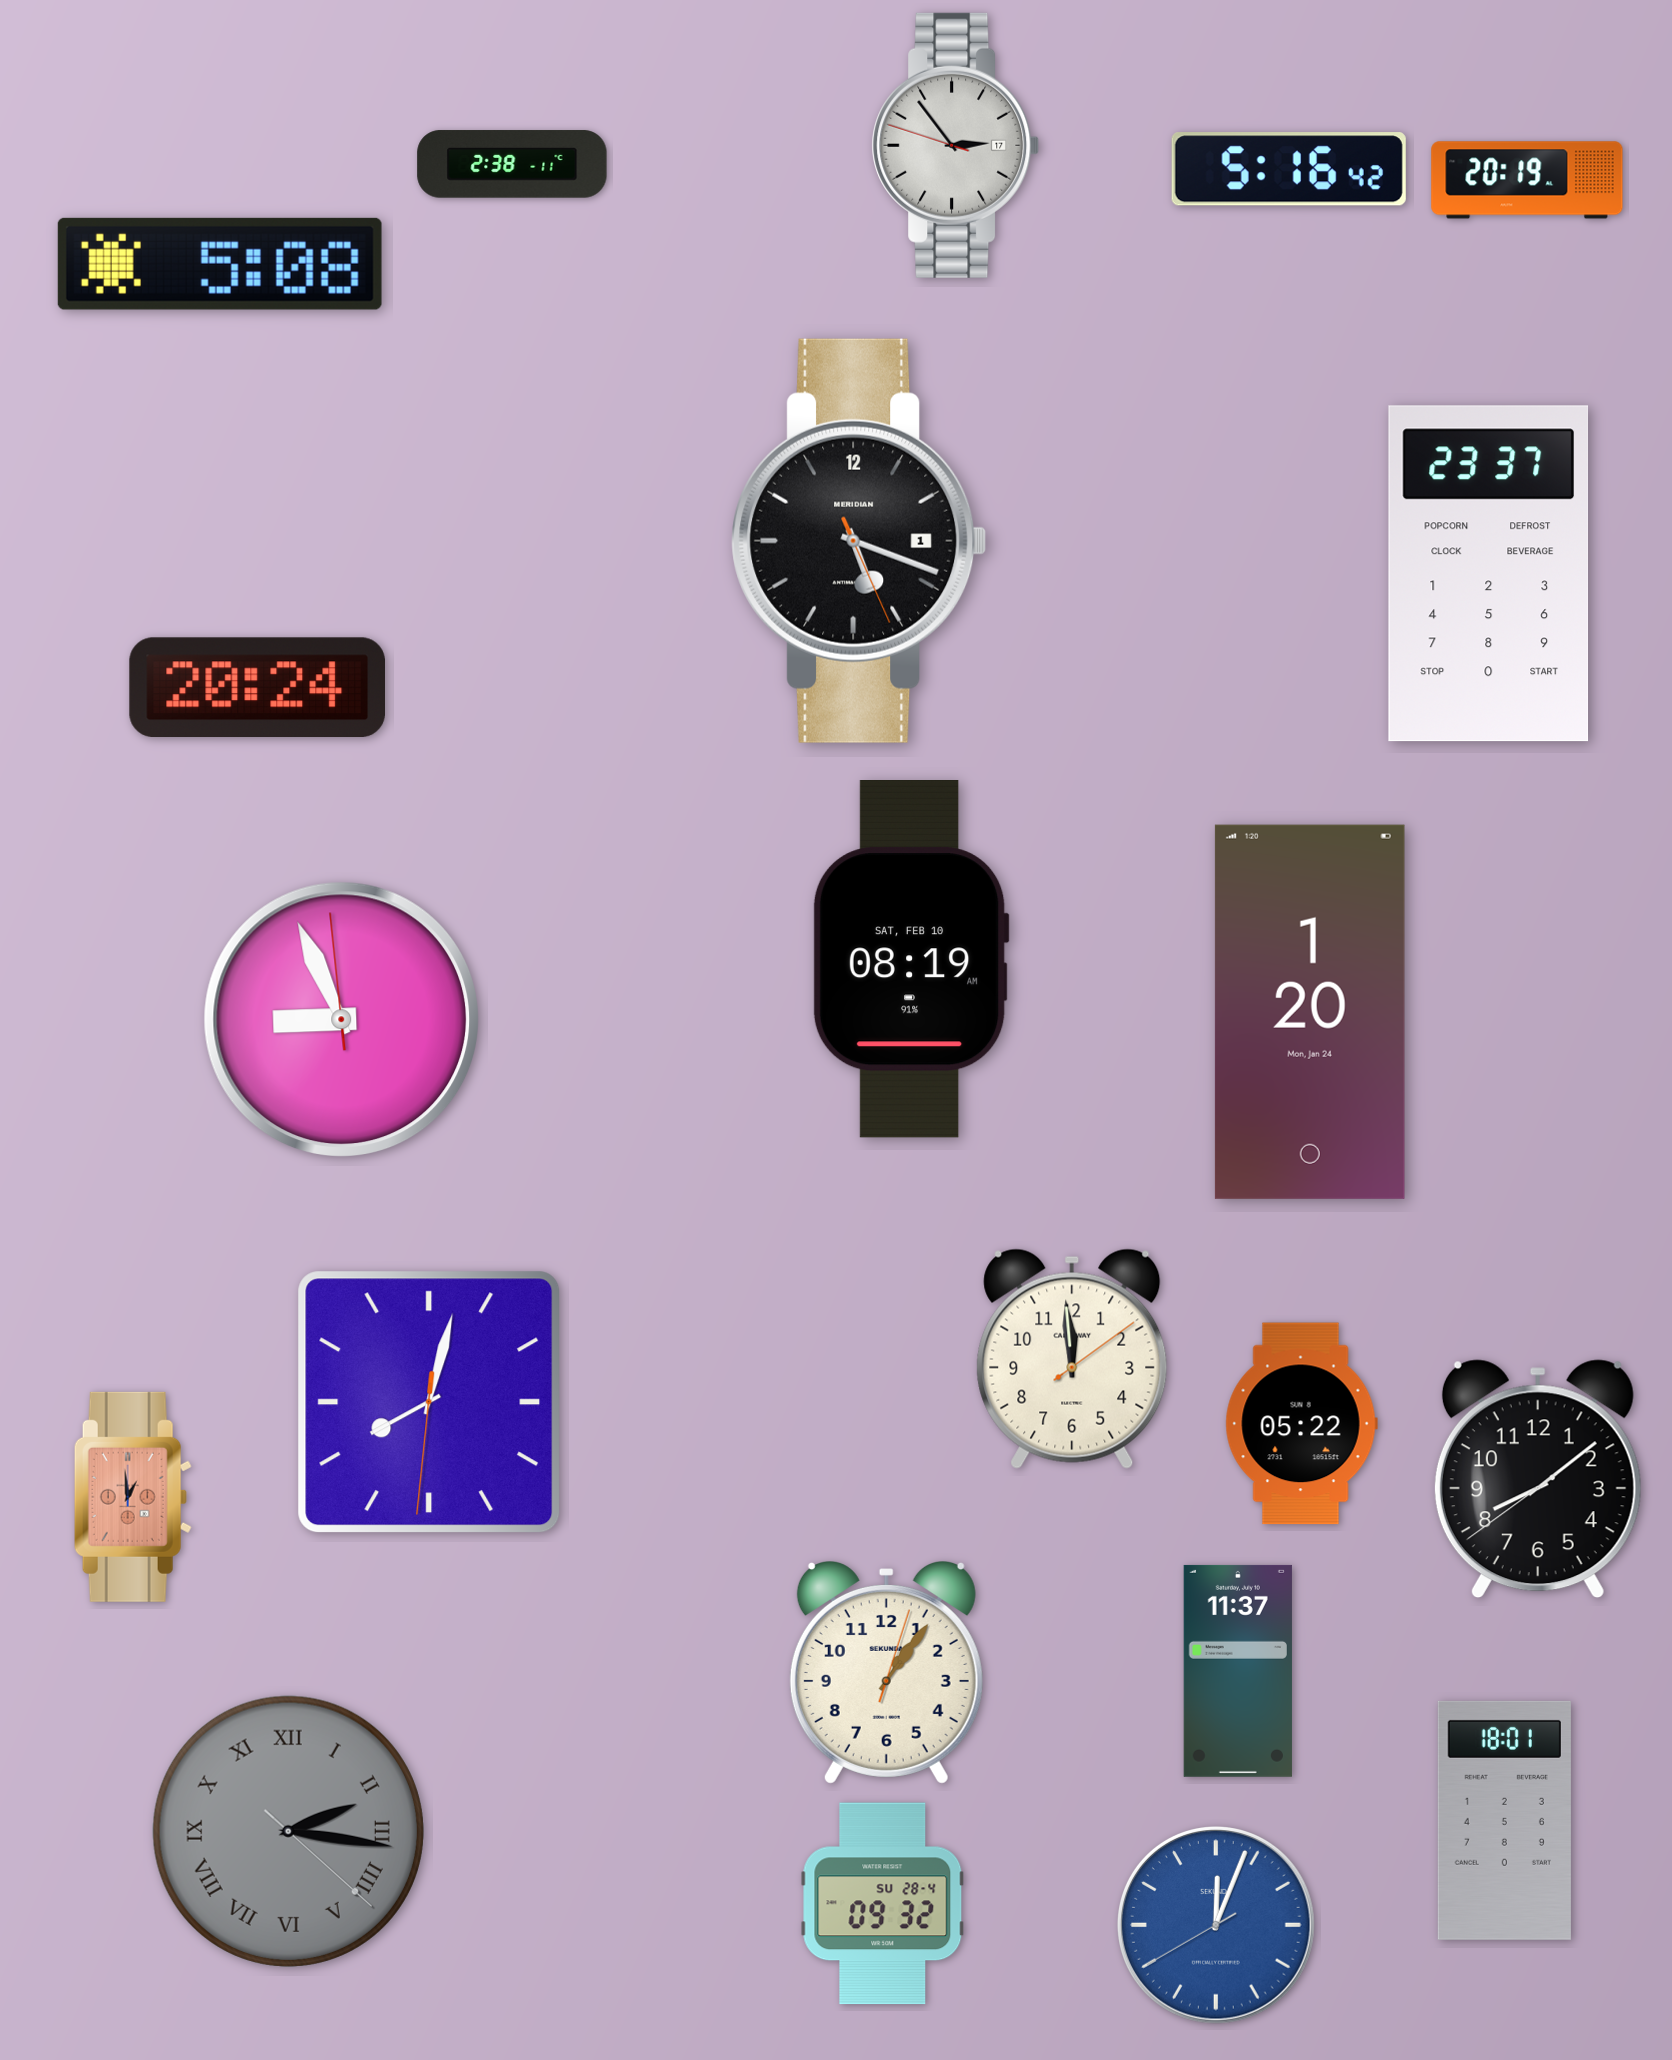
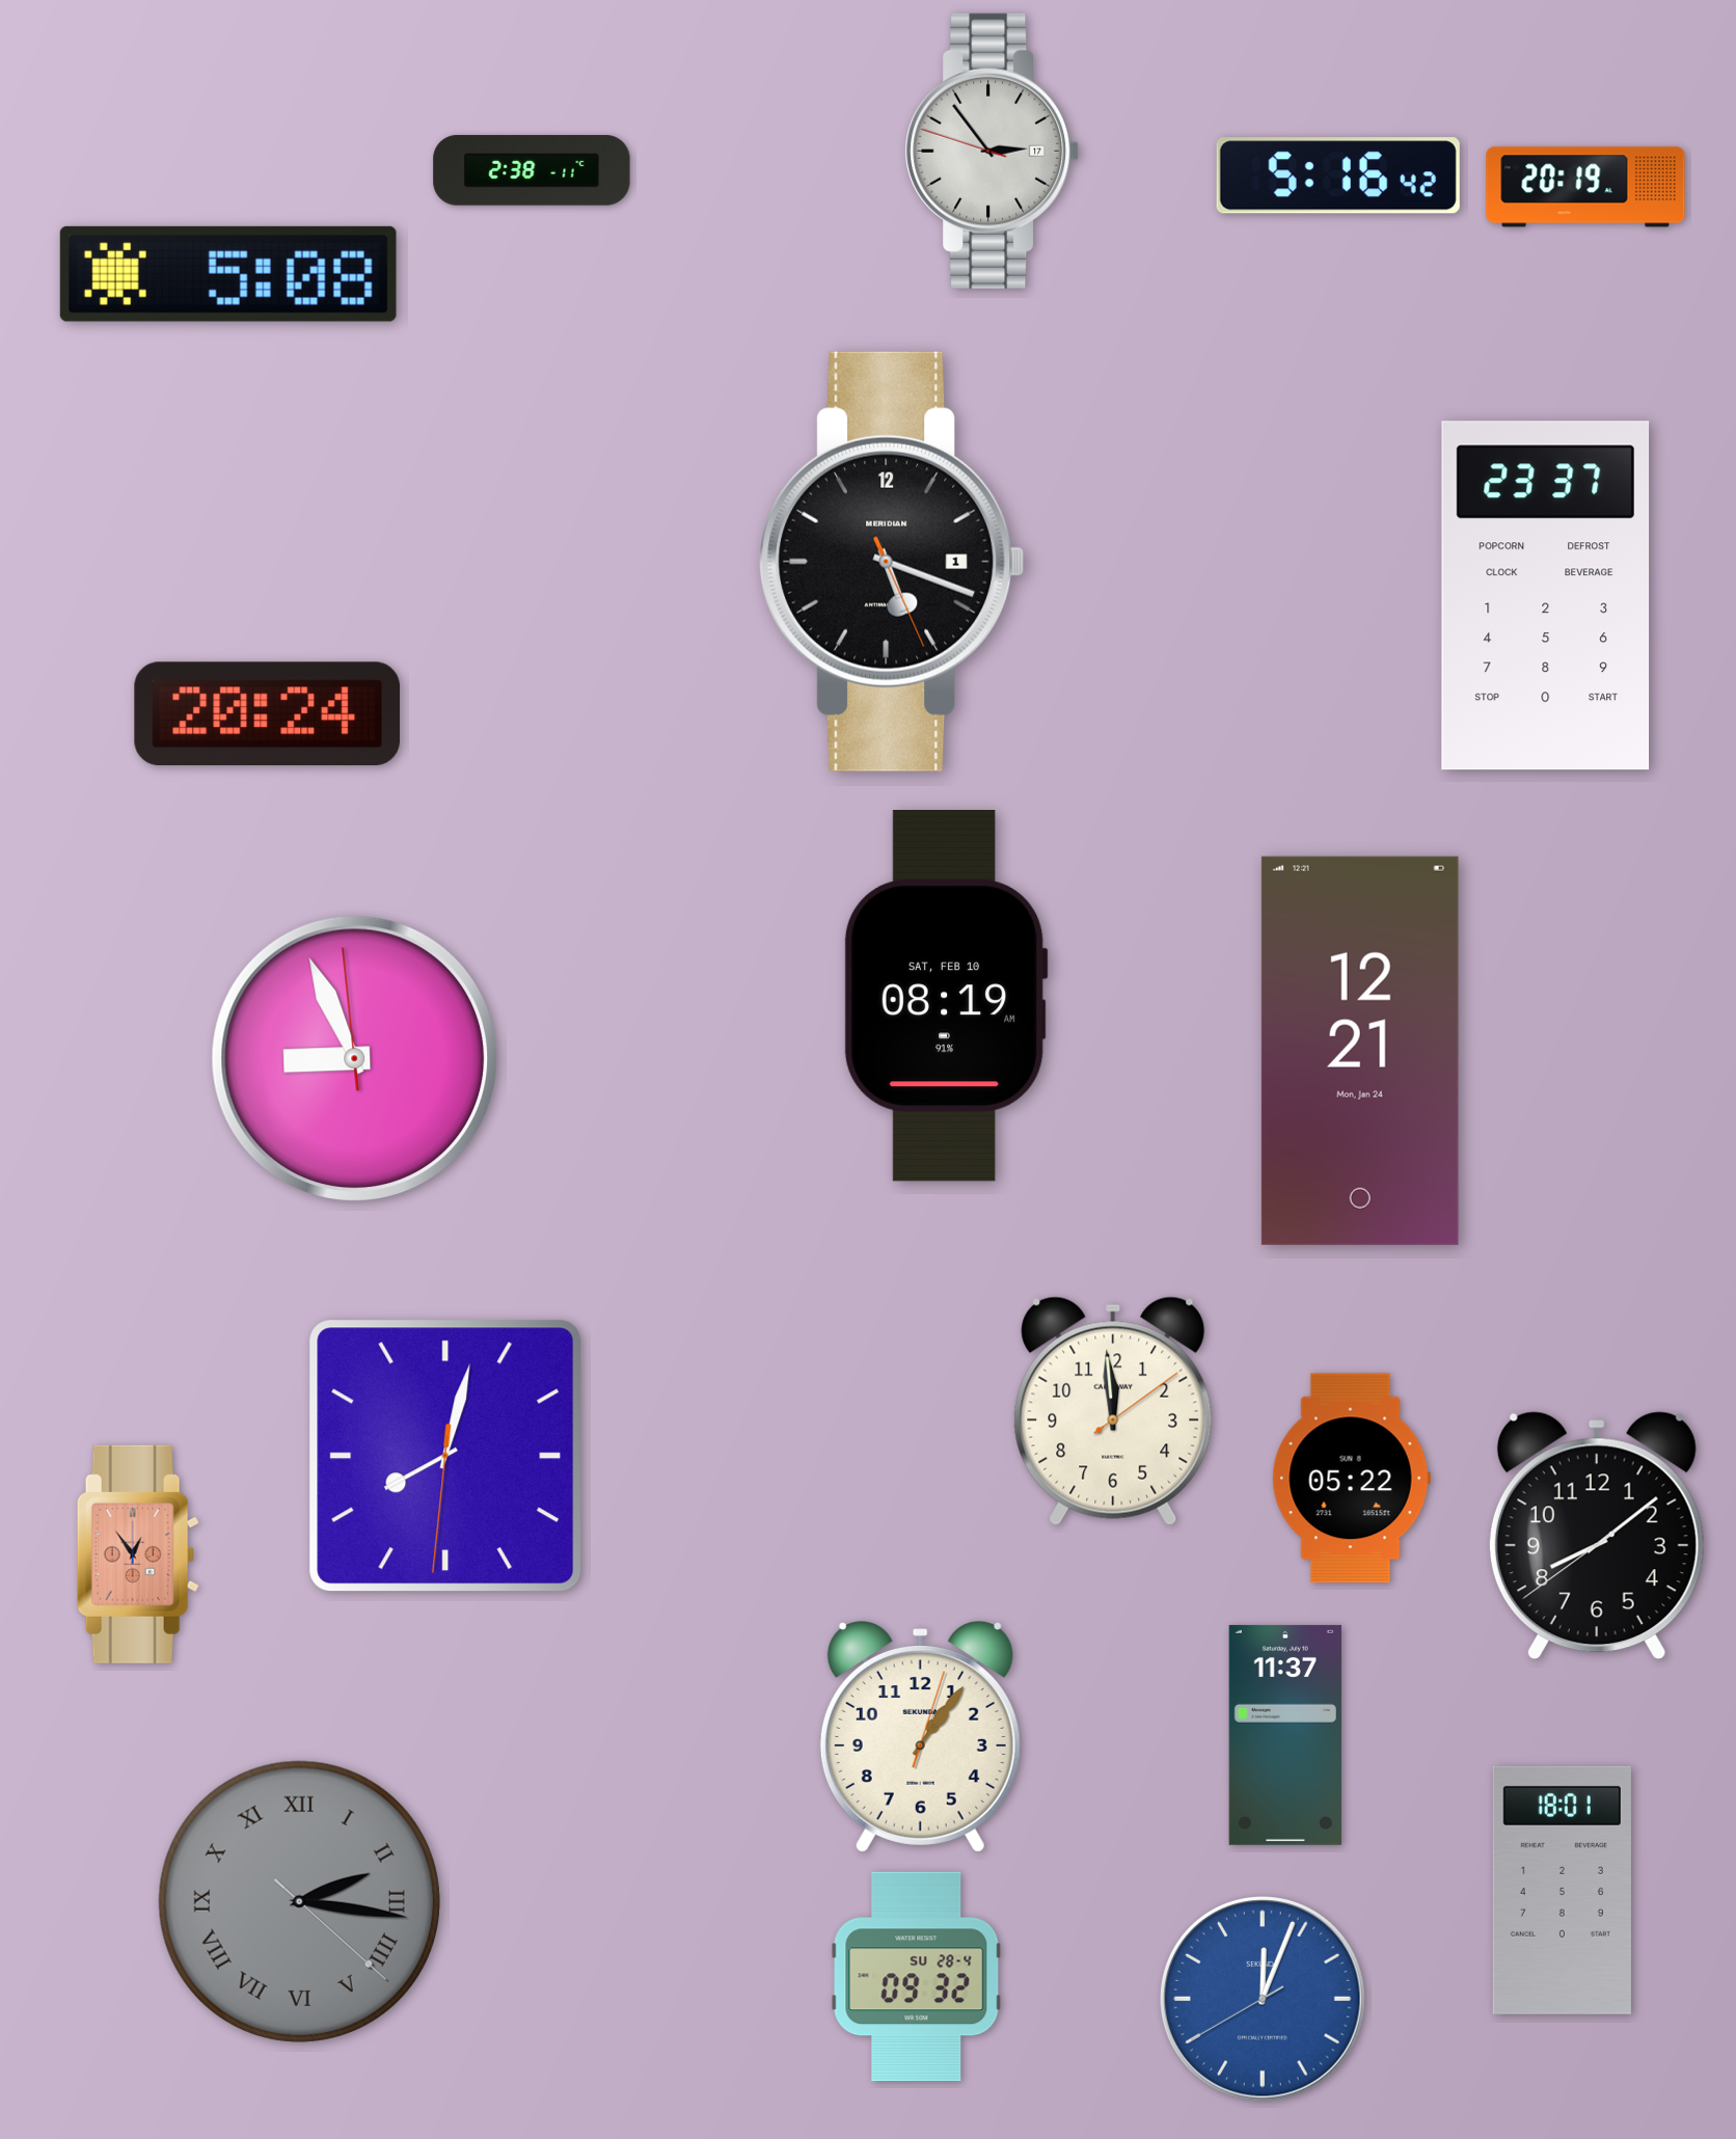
clock at (1310, 1012): 1:20 -> 12:21
clock at (133, 1497): 12:59 -> 12:54
